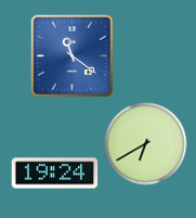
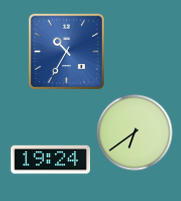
clock at (71, 55): 11:21 -> 10:35
clock at (146, 144): 6:40 -> 6:39
